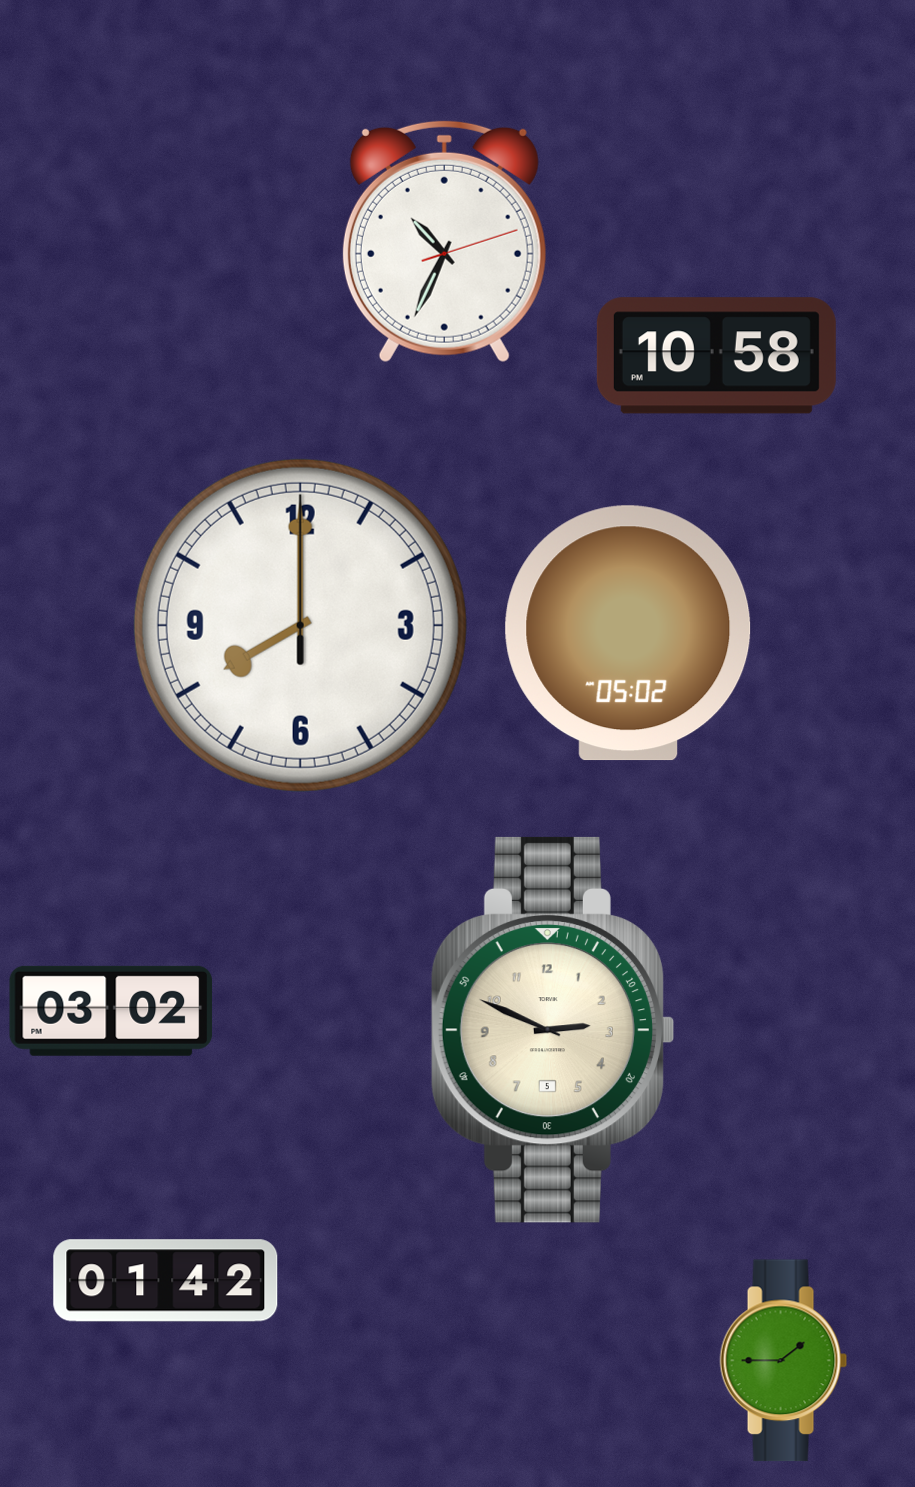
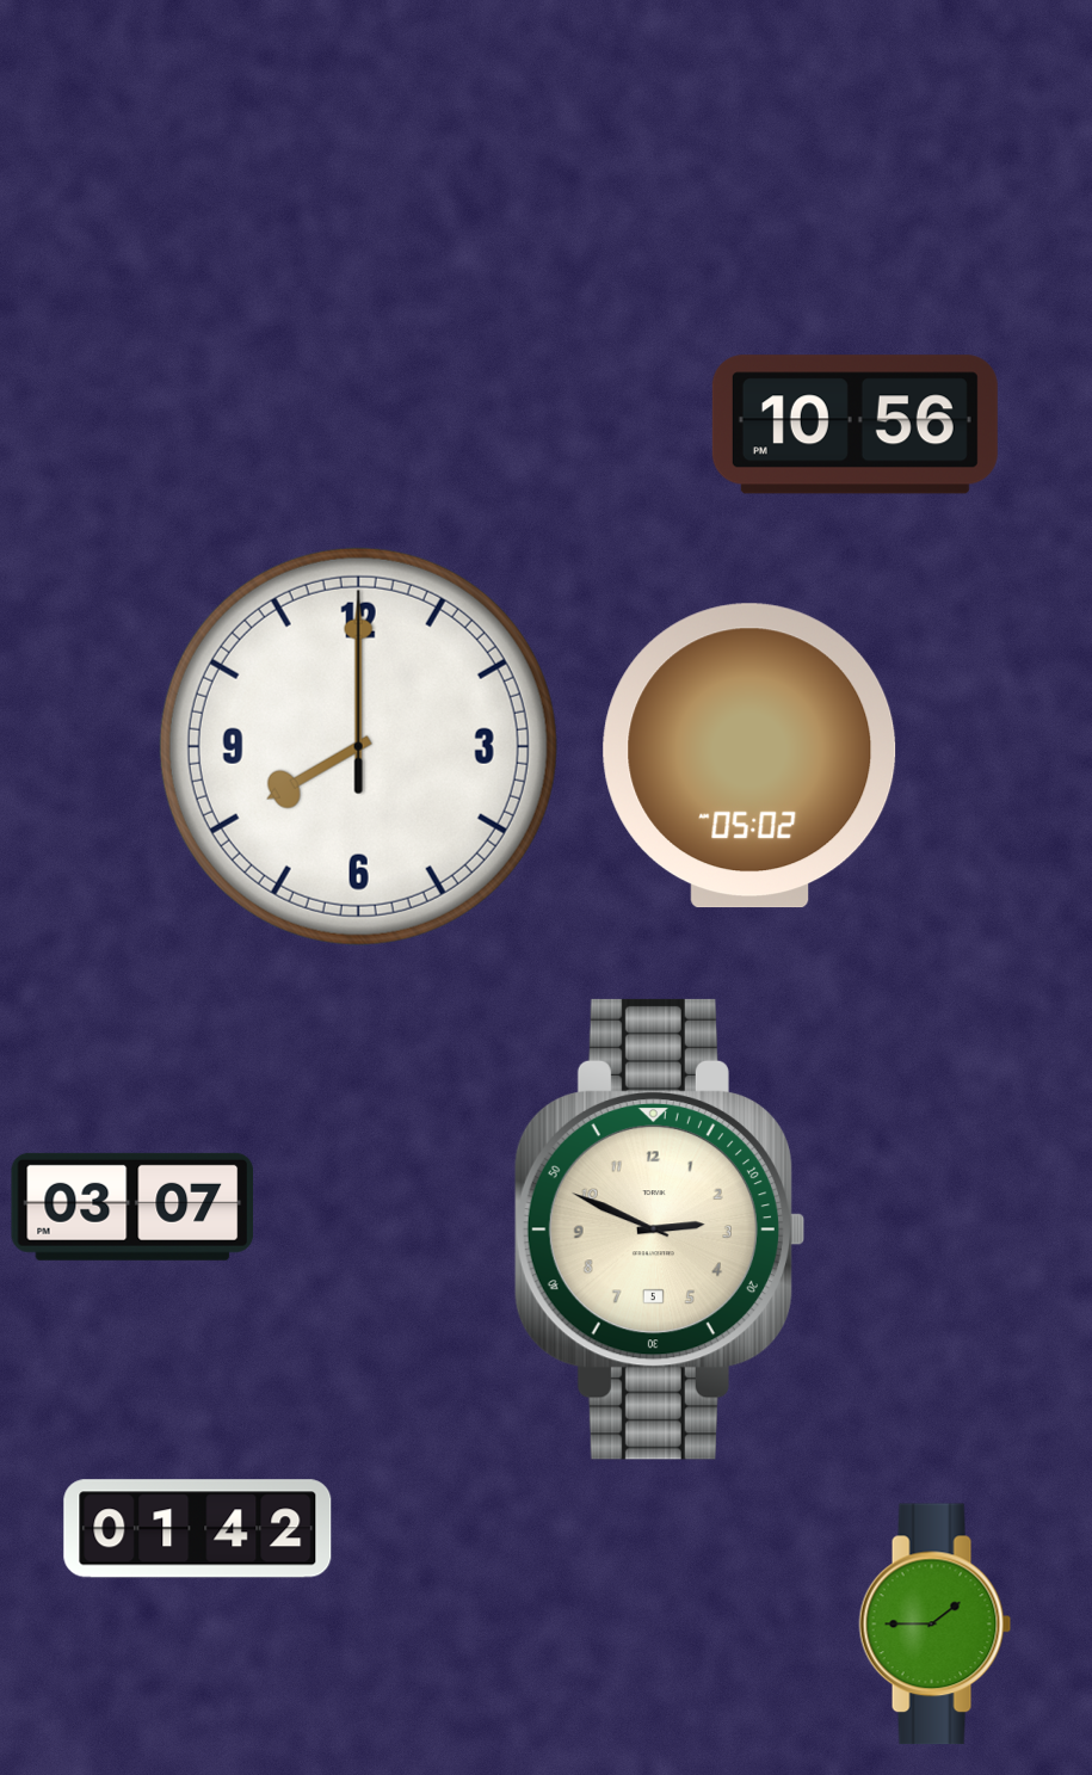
clock at (444, 241): 10:34 -> none
clock at (716, 356): 10:58 -> 10:56
clock at (111, 1011): 03:02 -> 03:07
